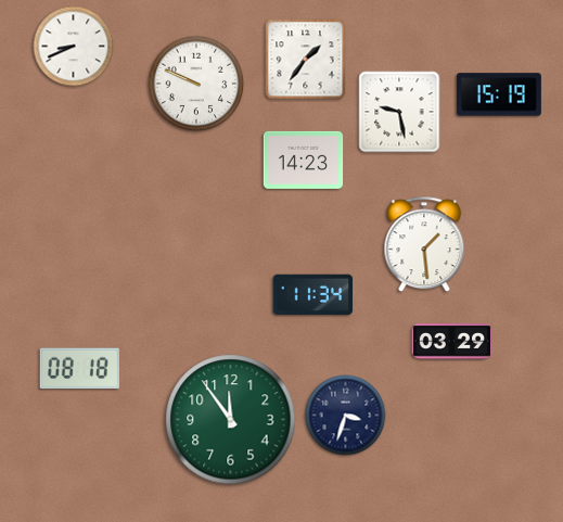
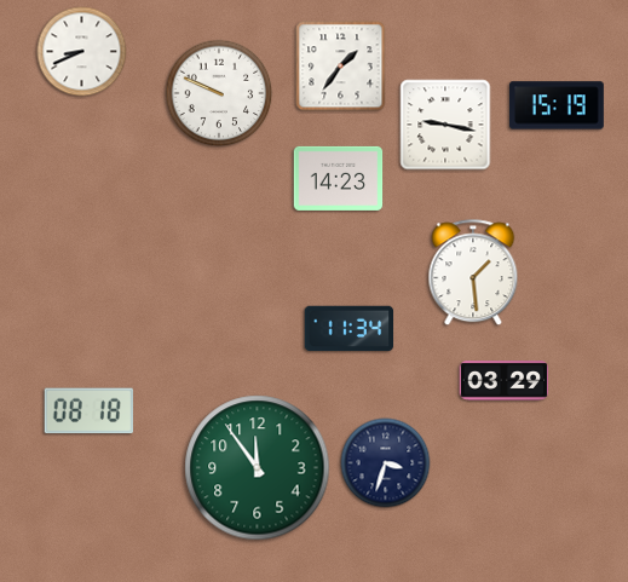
clock at (399, 112): 9:28 -> 9:17
